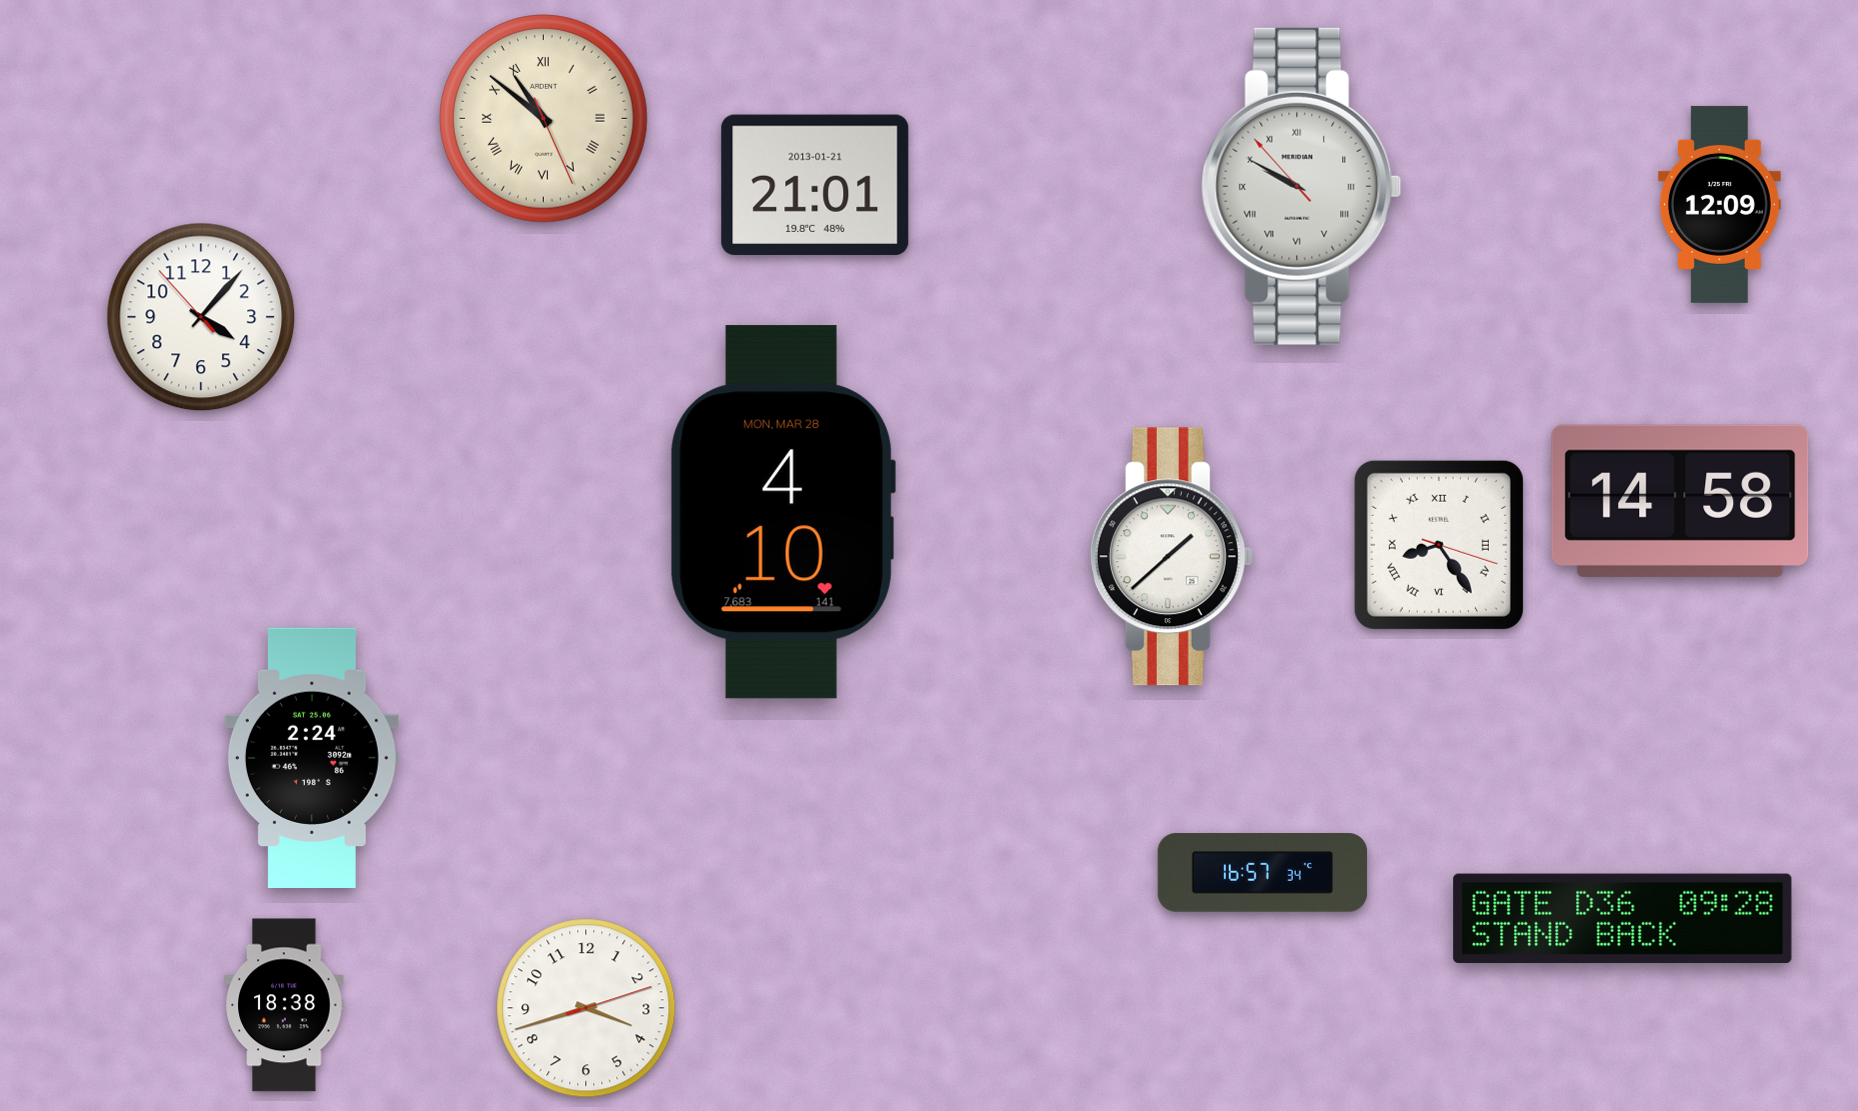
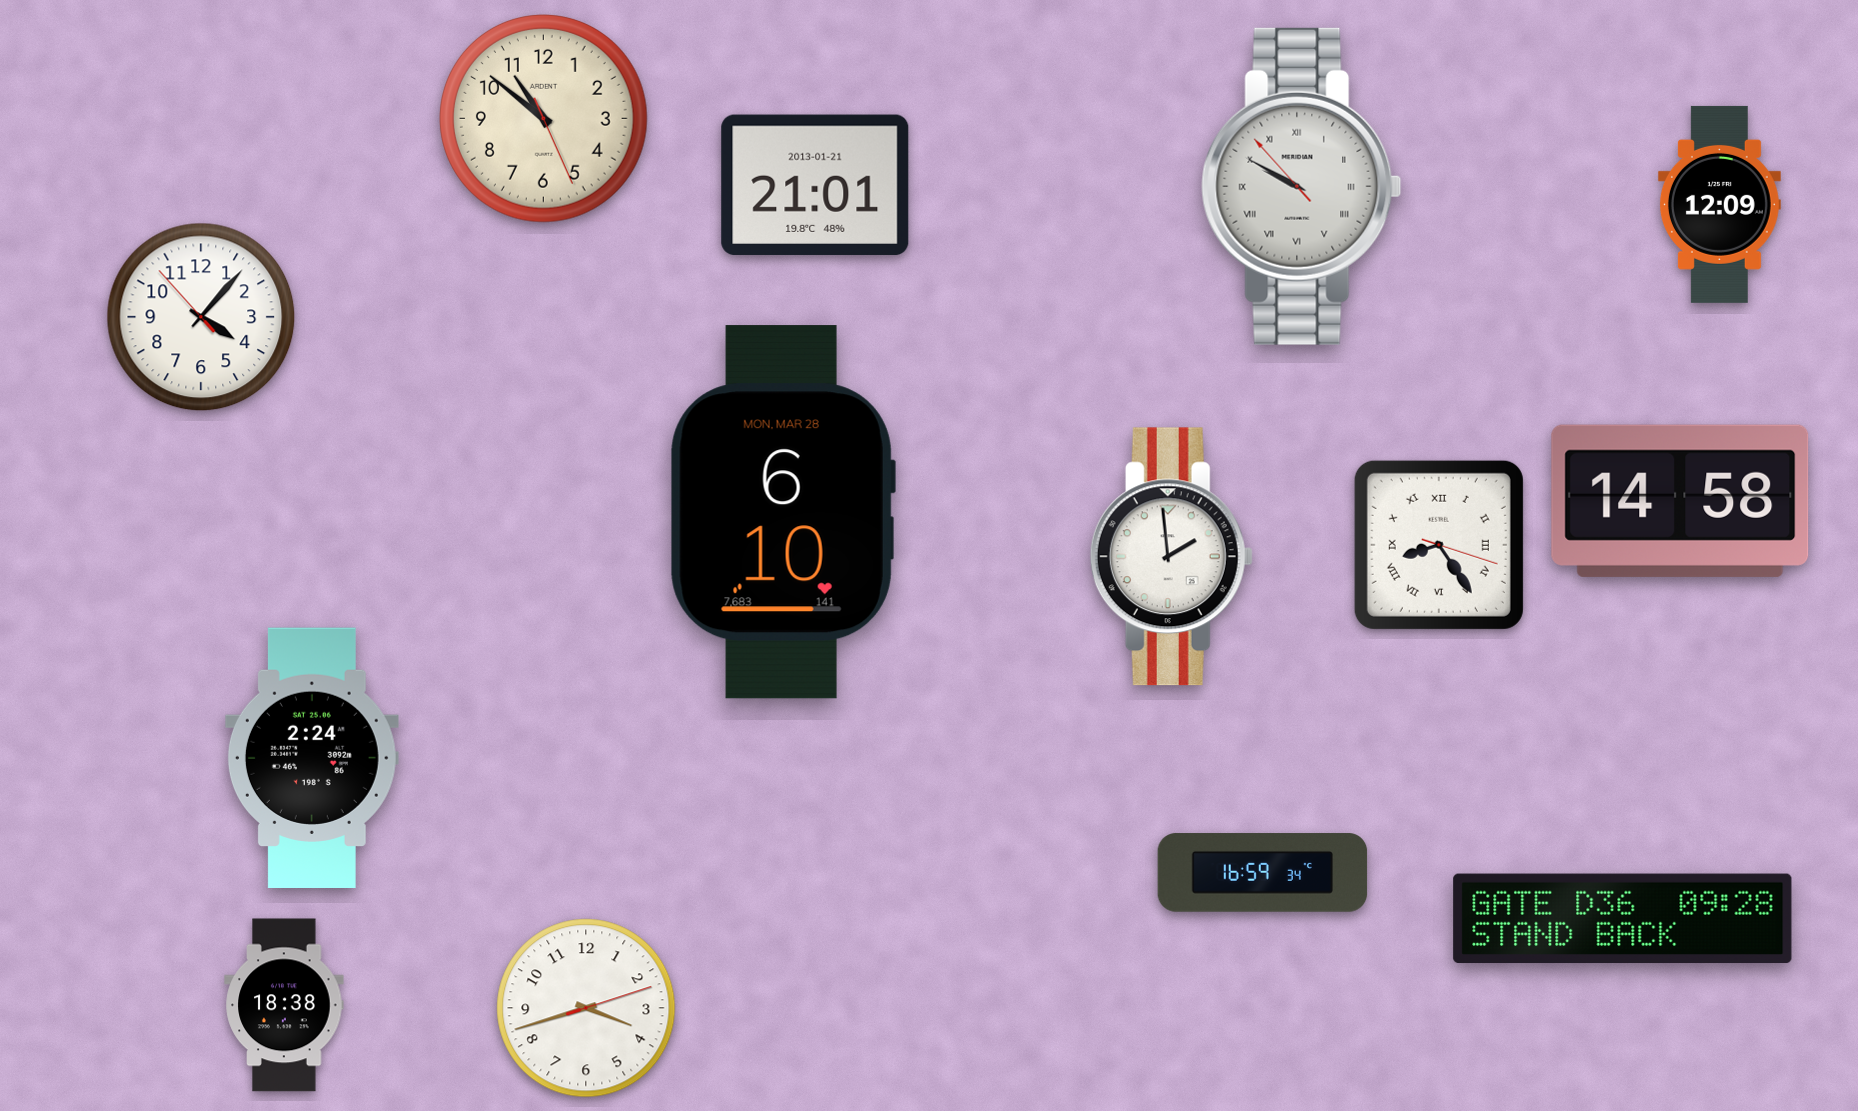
clock at (544, 119) numerals: Roman -> Arabic
clock at (783, 512): 4:10 -> 6:10
clock at (1171, 557): 1:38 -> 1:59
clock at (1263, 873): 16:57 -> 16:59
